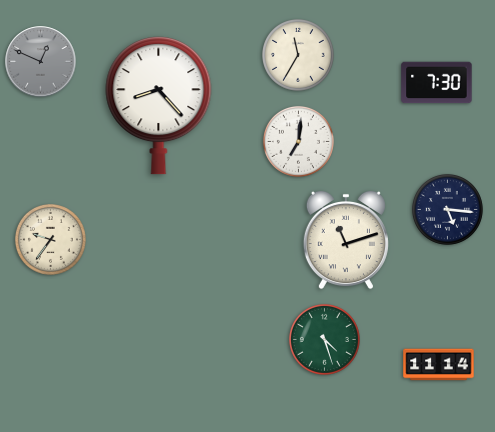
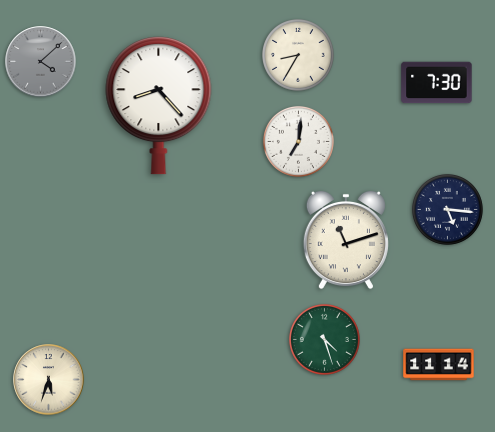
clock at (299, 56): 11:35 -> 8:35
clock at (41, 62): 12:49 -> 4:08
clock at (50, 239): 9:36 -> none
clock at (49, 380): none -> 5:33
